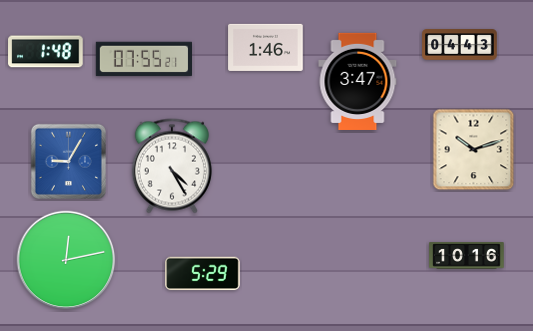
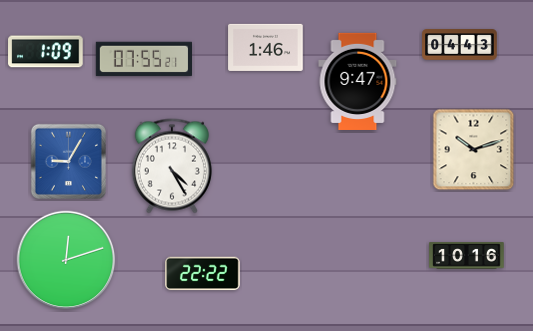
clock at (46, 52): 1:48 -> 1:09
clock at (358, 81): 3:47 -> 9:47
clock at (66, 260): 12:13 -> 12:12
clock at (203, 274): 5:29 -> 22:22
